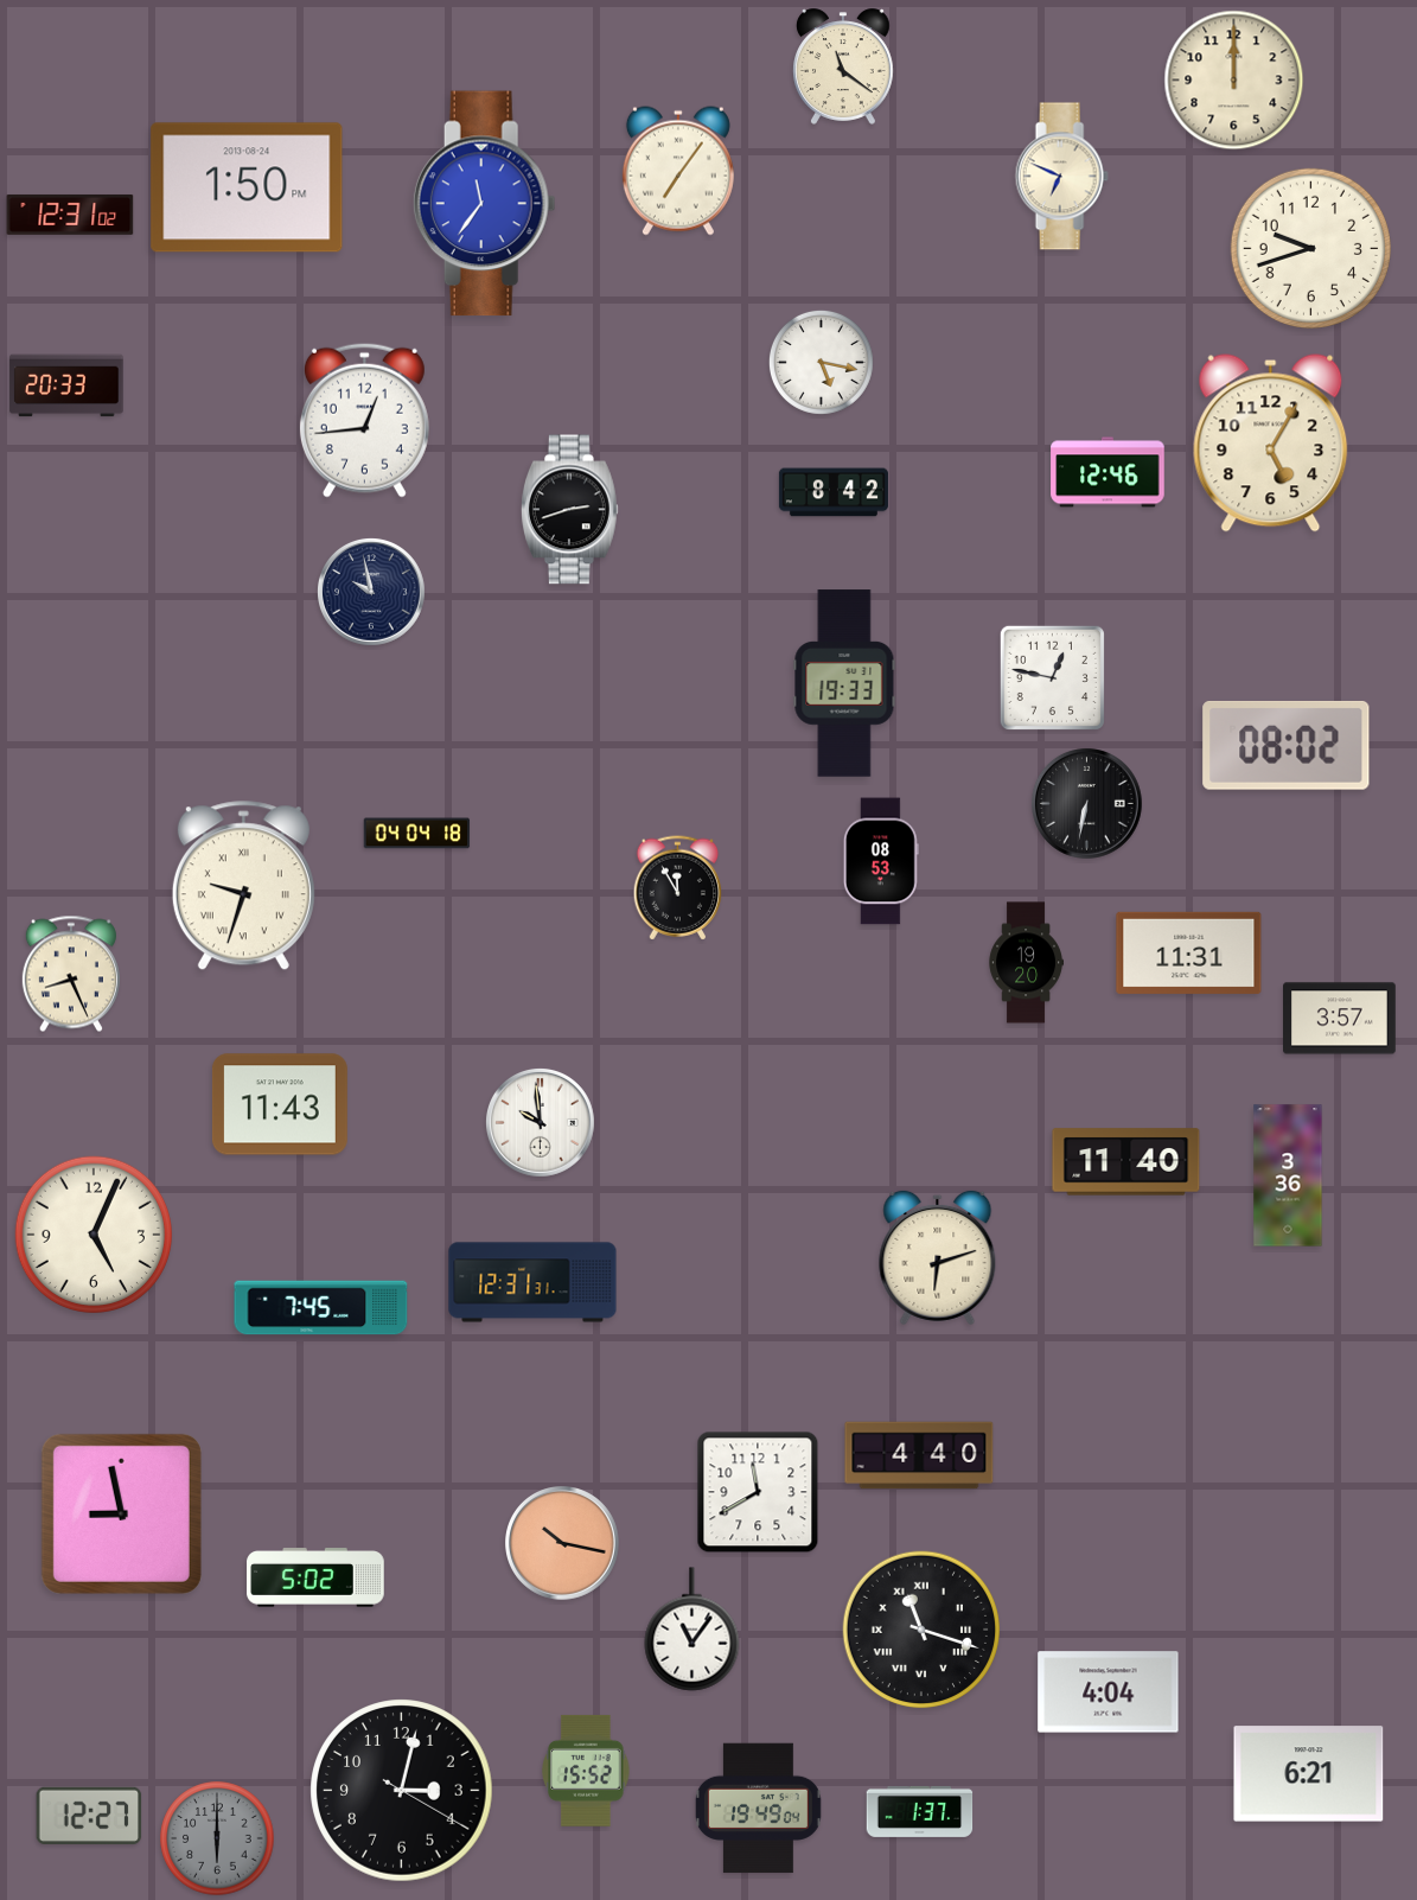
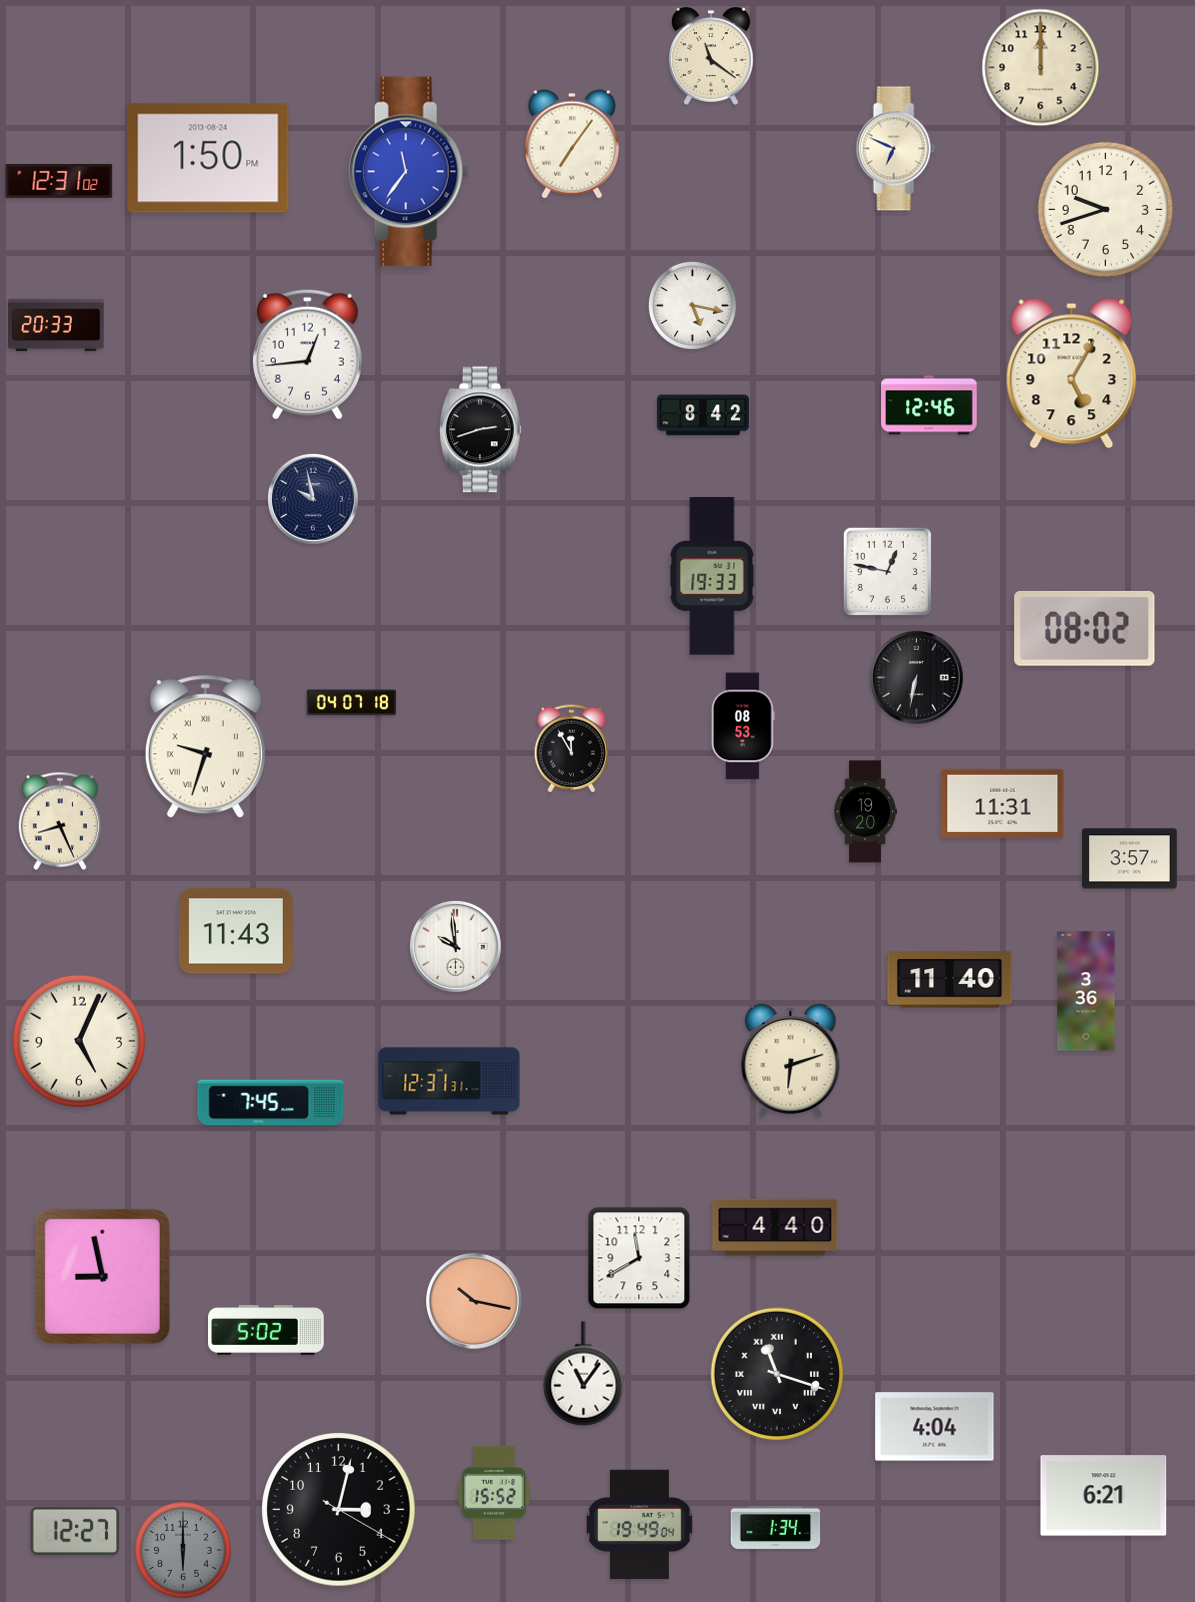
clock at (1108, 472) position: (1108, 472) -> (929, 405)
clock at (417, 834): 04:04 -> 04:07
clock at (920, 1811): 1:37 -> 1:34
